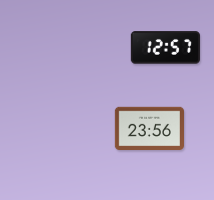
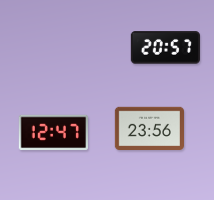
clock at (165, 48): 12:57 -> 20:57
clock at (53, 133): none -> 12:47
